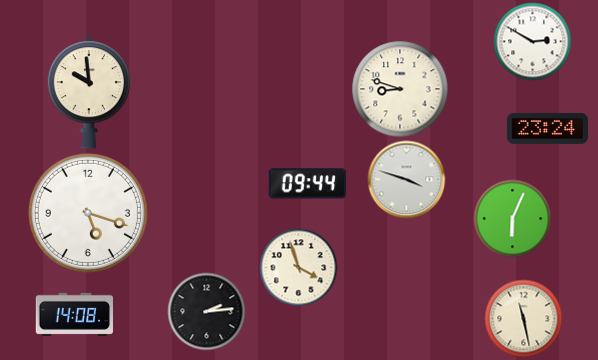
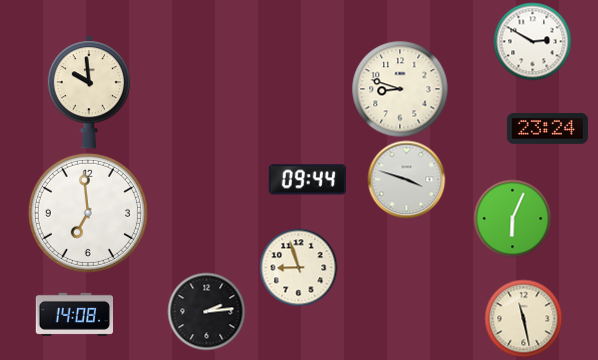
clock at (307, 184) position: (307, 184) -> (307, 180)
clock at (88, 213): 5:18 -> 6:59
clock at (298, 267): 3:57 -> 8:57
